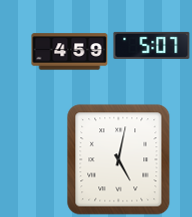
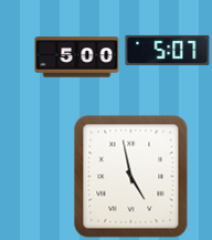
clock at (70, 52): 4:59 -> 5:00
clock at (119, 160): 5:02 -> 4:58
